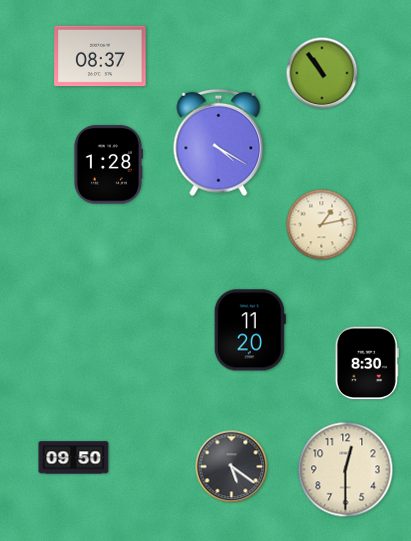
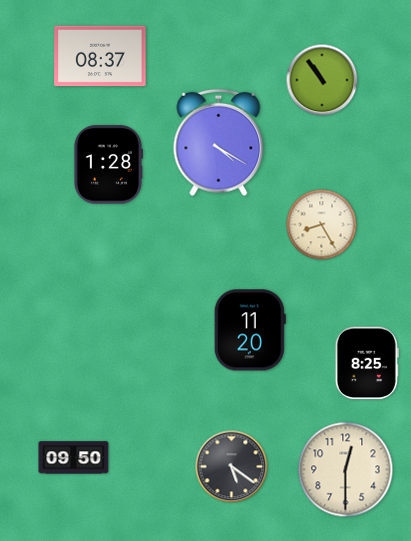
clock at (322, 73) position: (322, 73) -> (322, 80)
clock at (322, 225): 1:13 -> 8:25
clock at (367, 363): 8:30 -> 8:25
